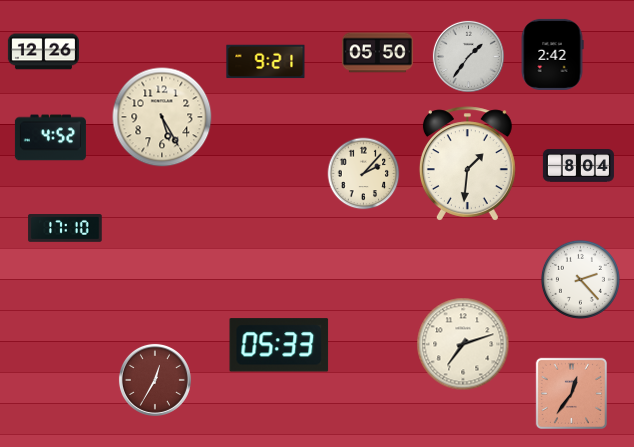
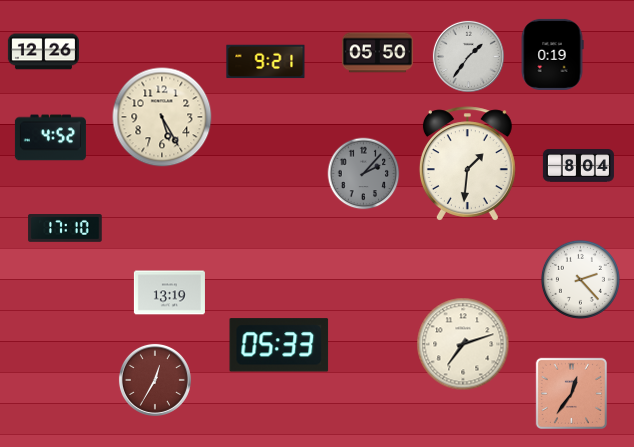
clock at (552, 54): 2:42 -> 0:19
clock at (364, 174) dial: cream -> grey
clock at (169, 293): none -> 13:19
